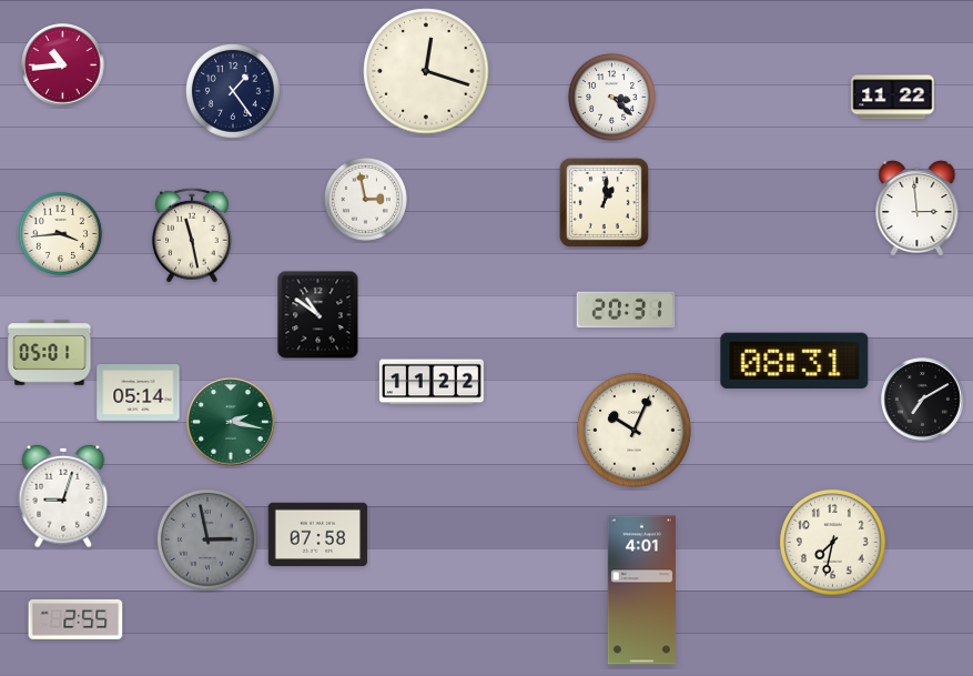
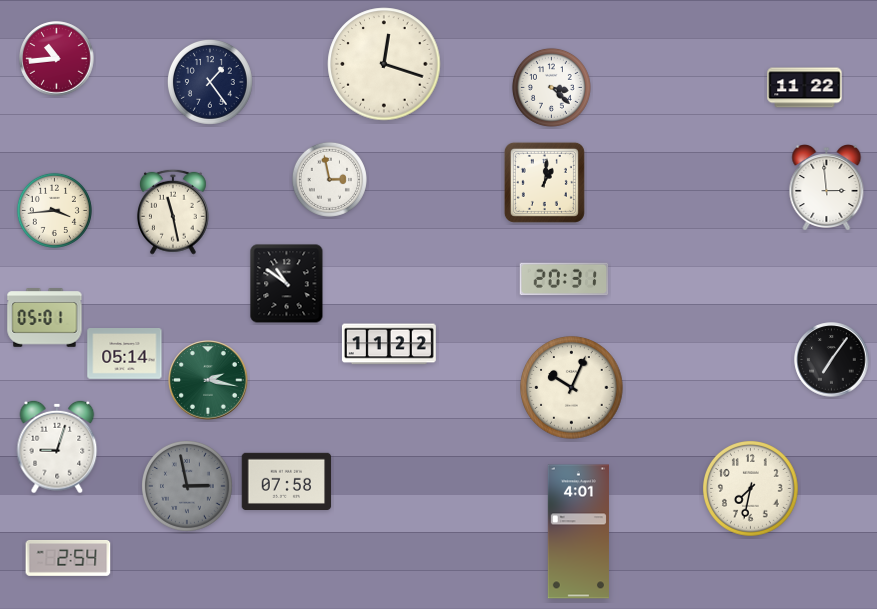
clock at (794, 361): 08:31 -> none
clock at (923, 400): 7:10 -> 7:06
clock at (75, 620): 2:55 -> 2:54
